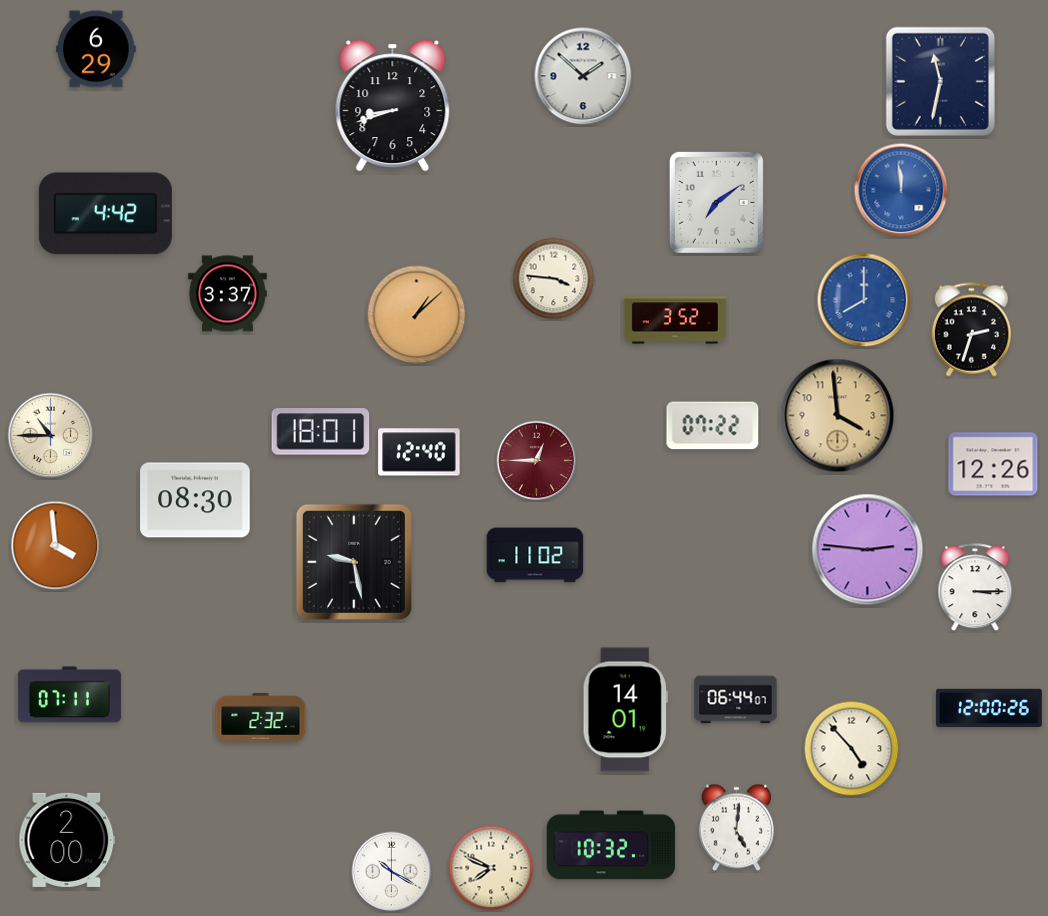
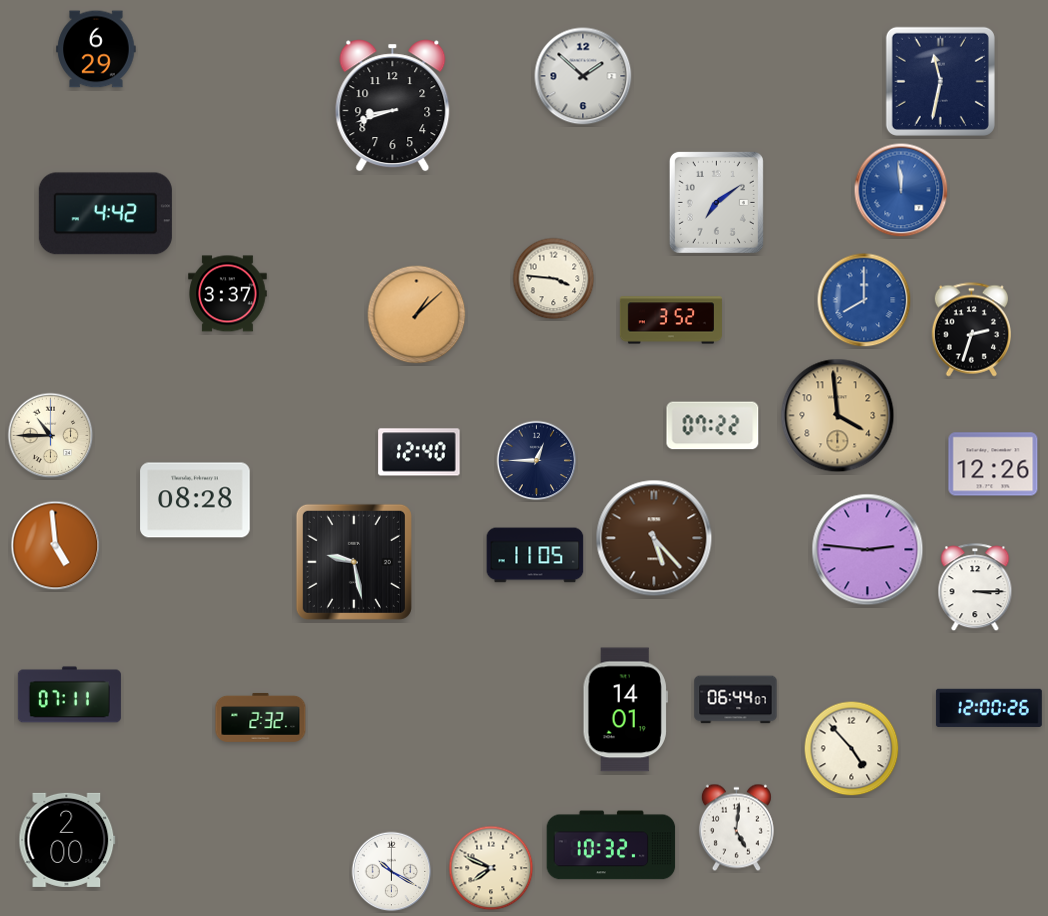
clock at (675, 320) position: (675, 320) -> (671, 320)
clock at (321, 432): 18:01 -> none
clock at (537, 461) dial: burgundy -> navy
clock at (195, 500): 08:30 -> 08:28
clock at (654, 538): none -> 5:23
clock at (56, 546): 3:59 -> 4:59
clock at (535, 555): 11:02 -> 11:05
